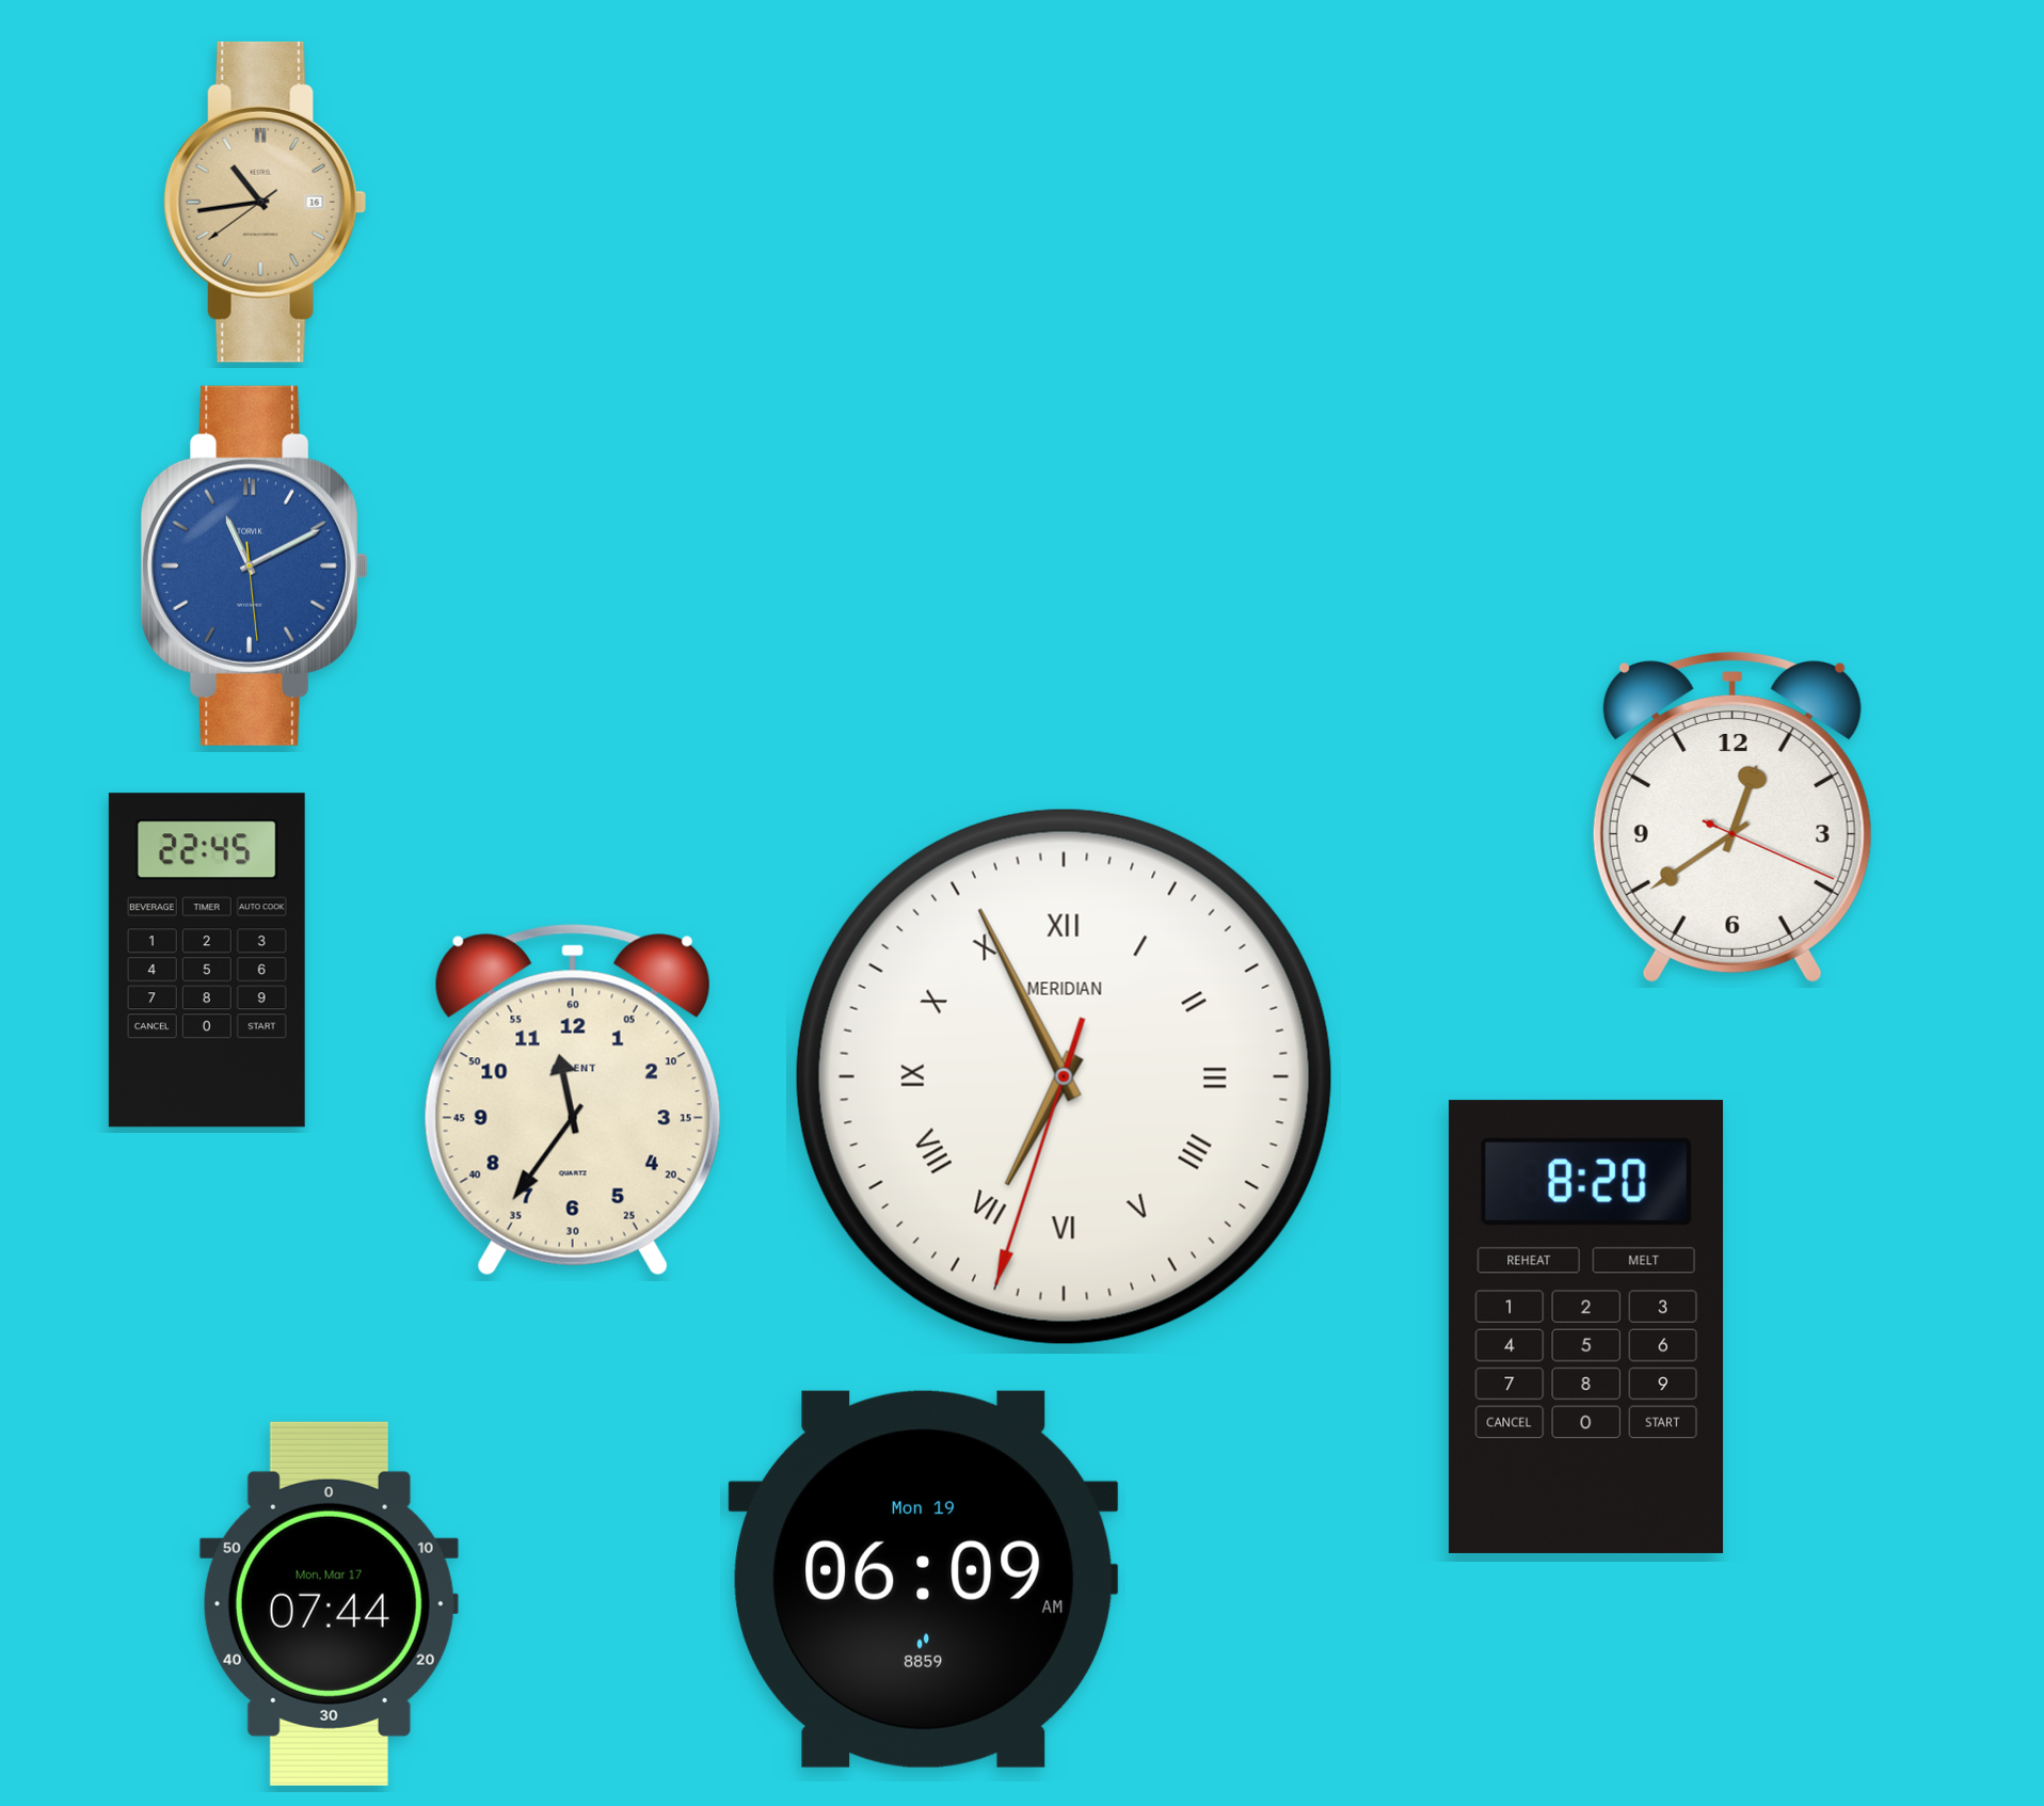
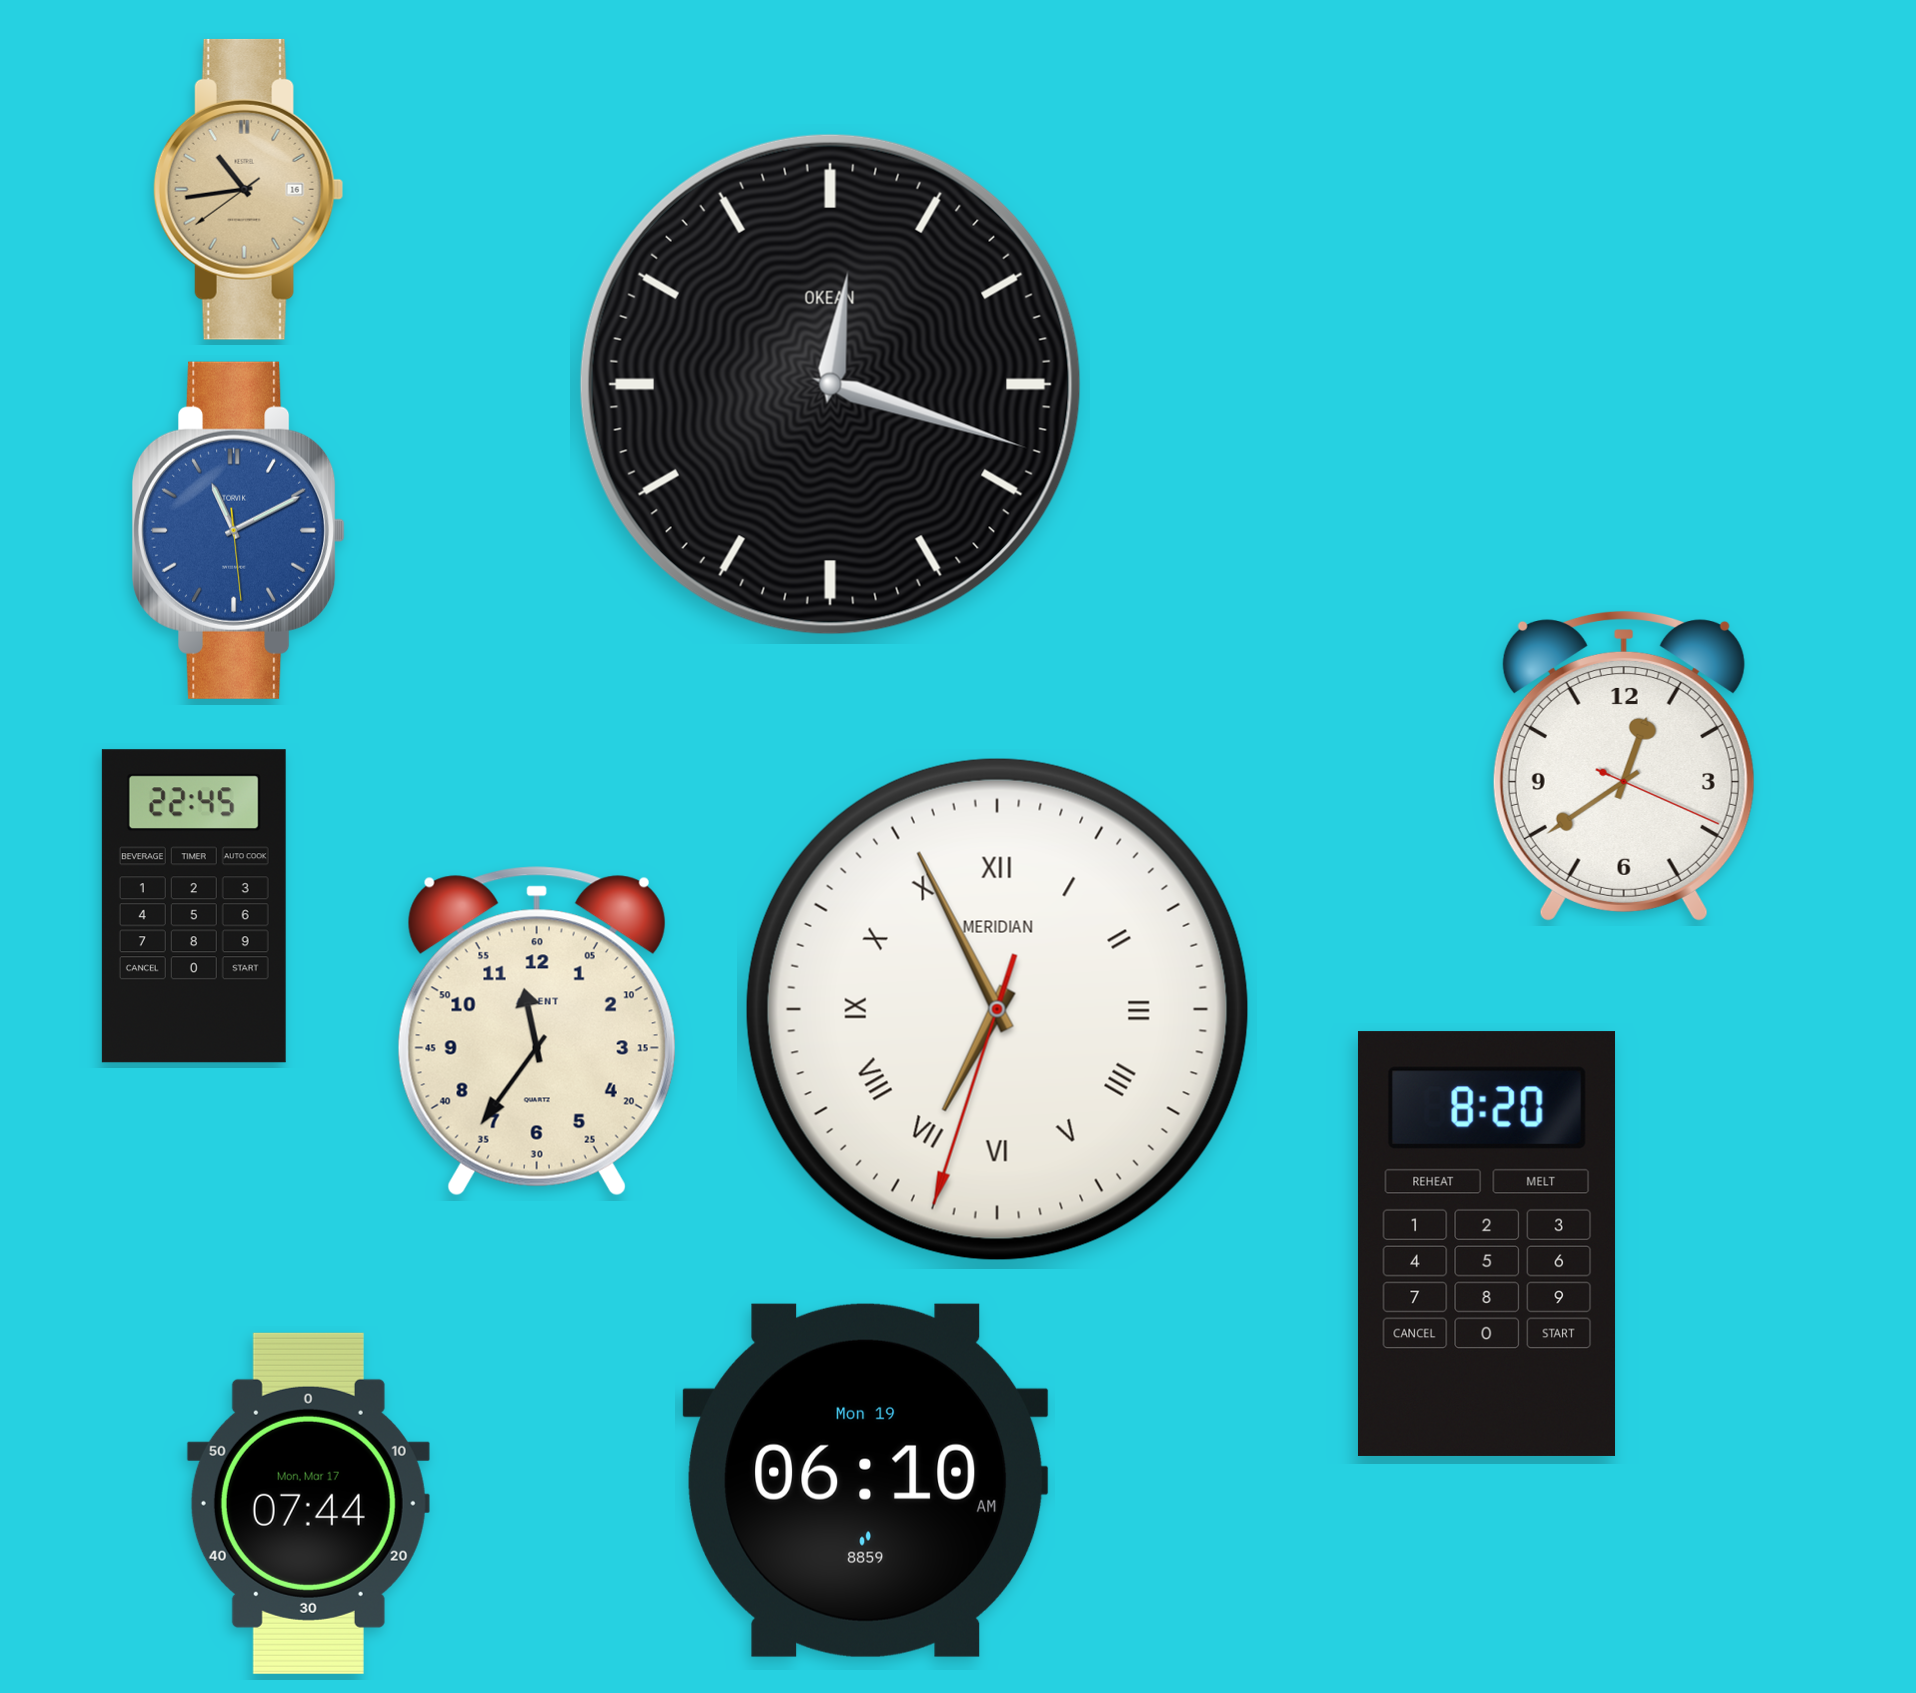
clock at (830, 384): none -> 12:18
clock at (207, 960) position: (207, 960) -> (194, 906)
clock at (924, 1579): 06:09 -> 06:10
